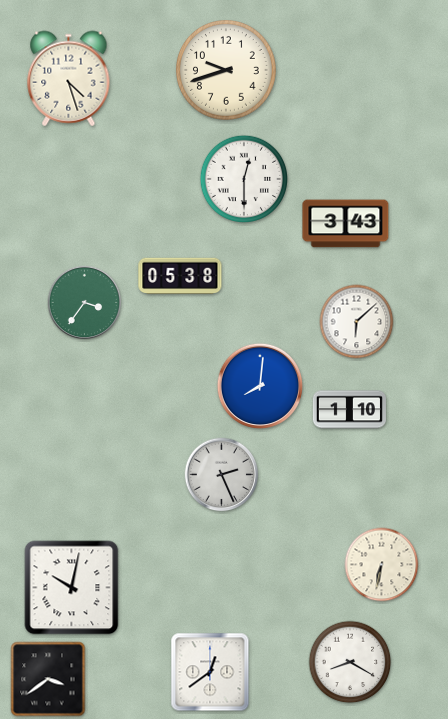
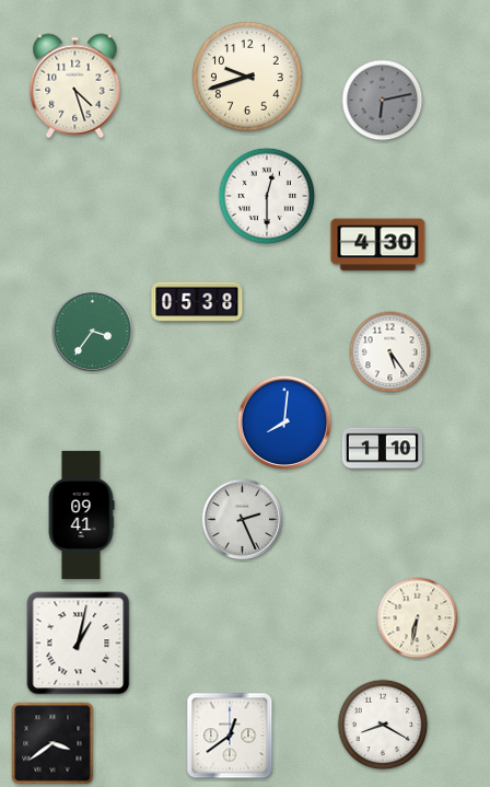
clock at (383, 101): none -> 6:13
clock at (346, 224): 3:43 -> 4:30
clock at (357, 322): 6:08 -> 5:24
clock at (81, 514): none -> 09:41
clock at (72, 588): 10:02 -> 1:02
